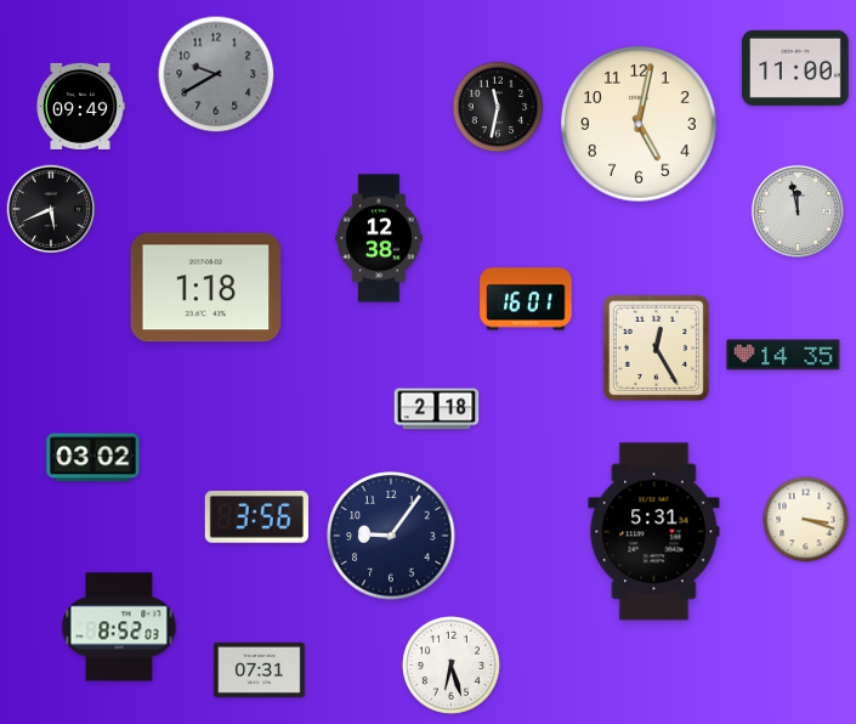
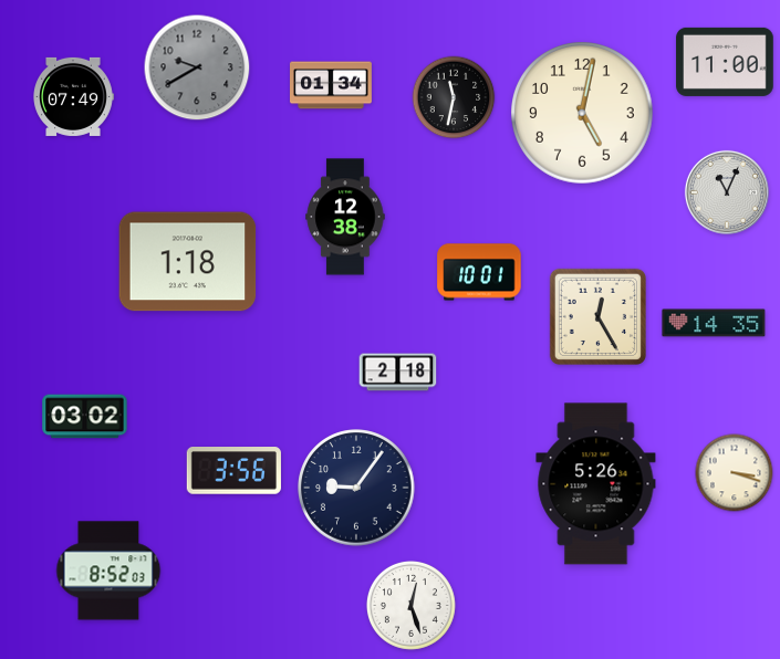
clock at (332, 85): none -> 01:34
clock at (80, 106): 09:49 -> 07:49
clock at (51, 209): 5:41 -> none
clock at (798, 211): 11:58 -> 11:04
clock at (526, 299): 16:01 -> 10:01
clock at (654, 532): 5:31 -> 5:26
clock at (450, 664): 6:27 -> 12:27
clock at (260, 669): 07:31 -> none
